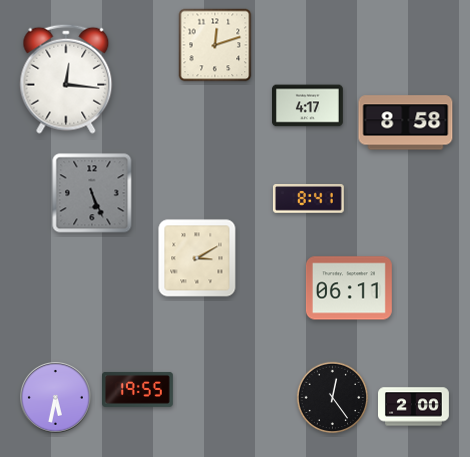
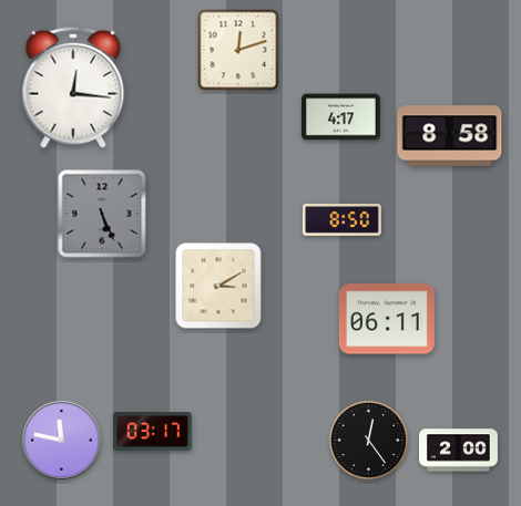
clock at (308, 199): 8:41 -> 8:50
clock at (138, 389): 19:55 -> 03:17
clock at (56, 398): 5:32 -> 11:47
